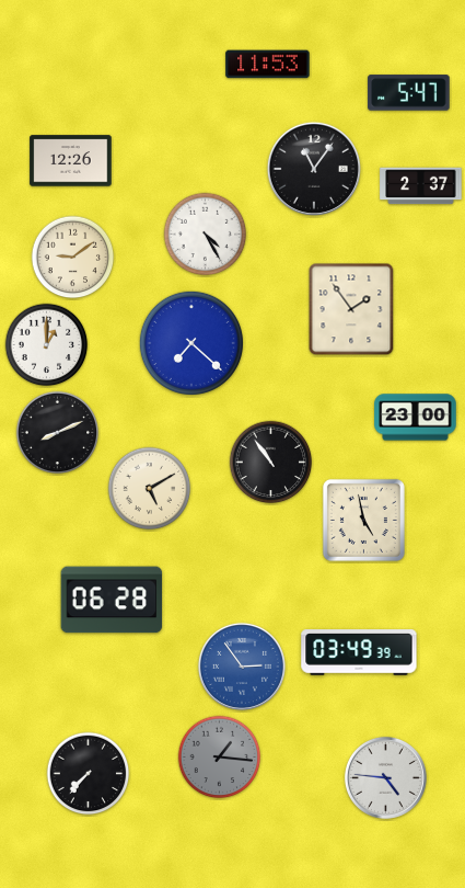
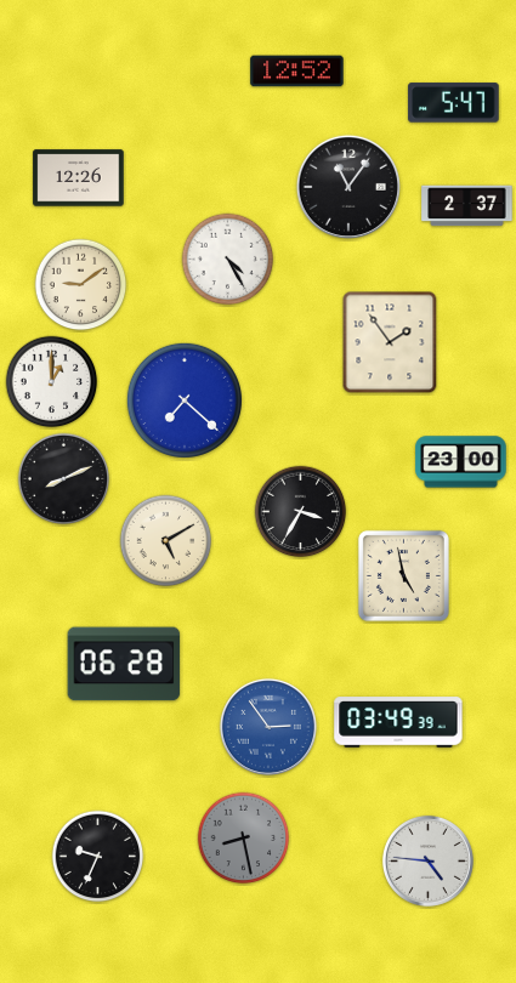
clock at (268, 65): 11:53 -> 12:52
clock at (191, 343) position: (191, 343) -> (185, 400)
clock at (271, 463): 10:54 -> 3:35
clock at (242, 667) position: (242, 667) -> (268, 727)
clock at (220, 758): 1:16 -> 8:28
clock at (89, 774): 7:37 -> 9:34
